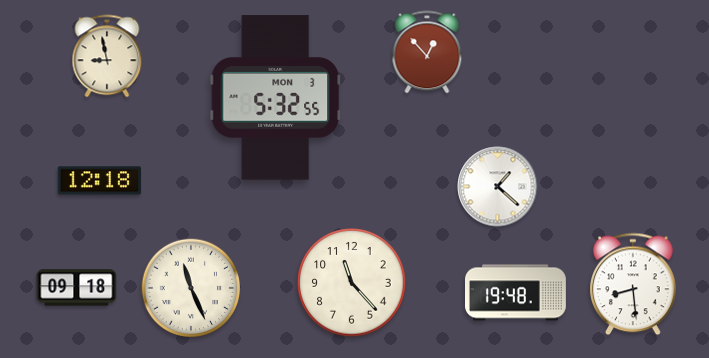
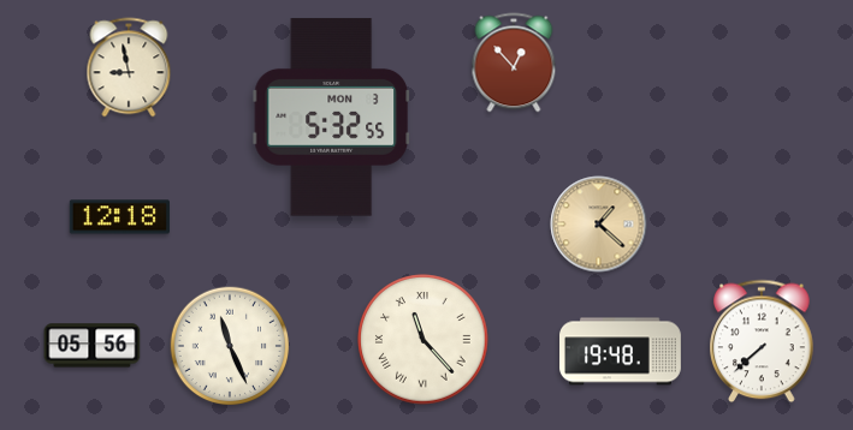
clock at (498, 187) dial: white -> champagne
clock at (352, 283) numerals: Arabic -> Roman
clock at (634, 284): 8:29 -> 7:38
clock at (77, 288): 09:18 -> 05:56
